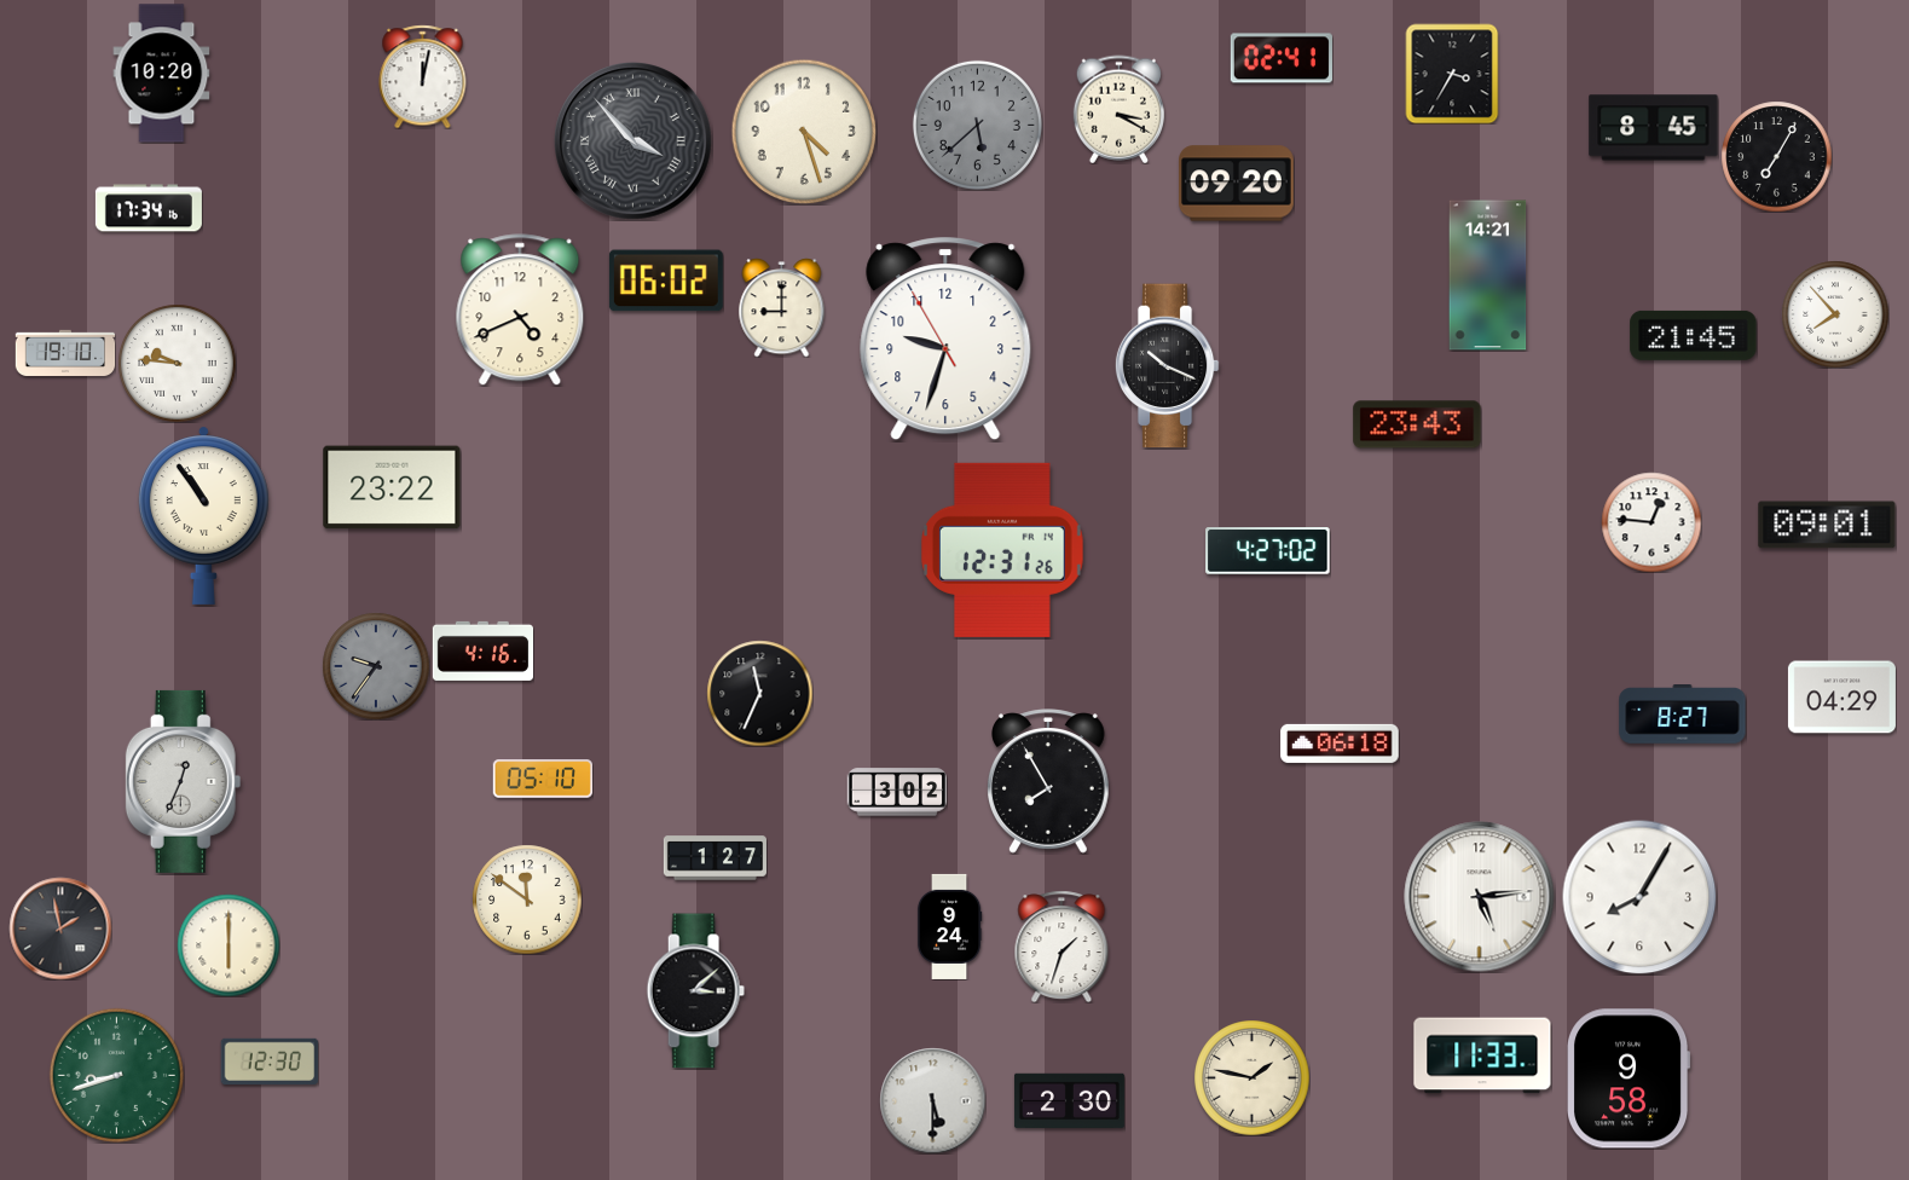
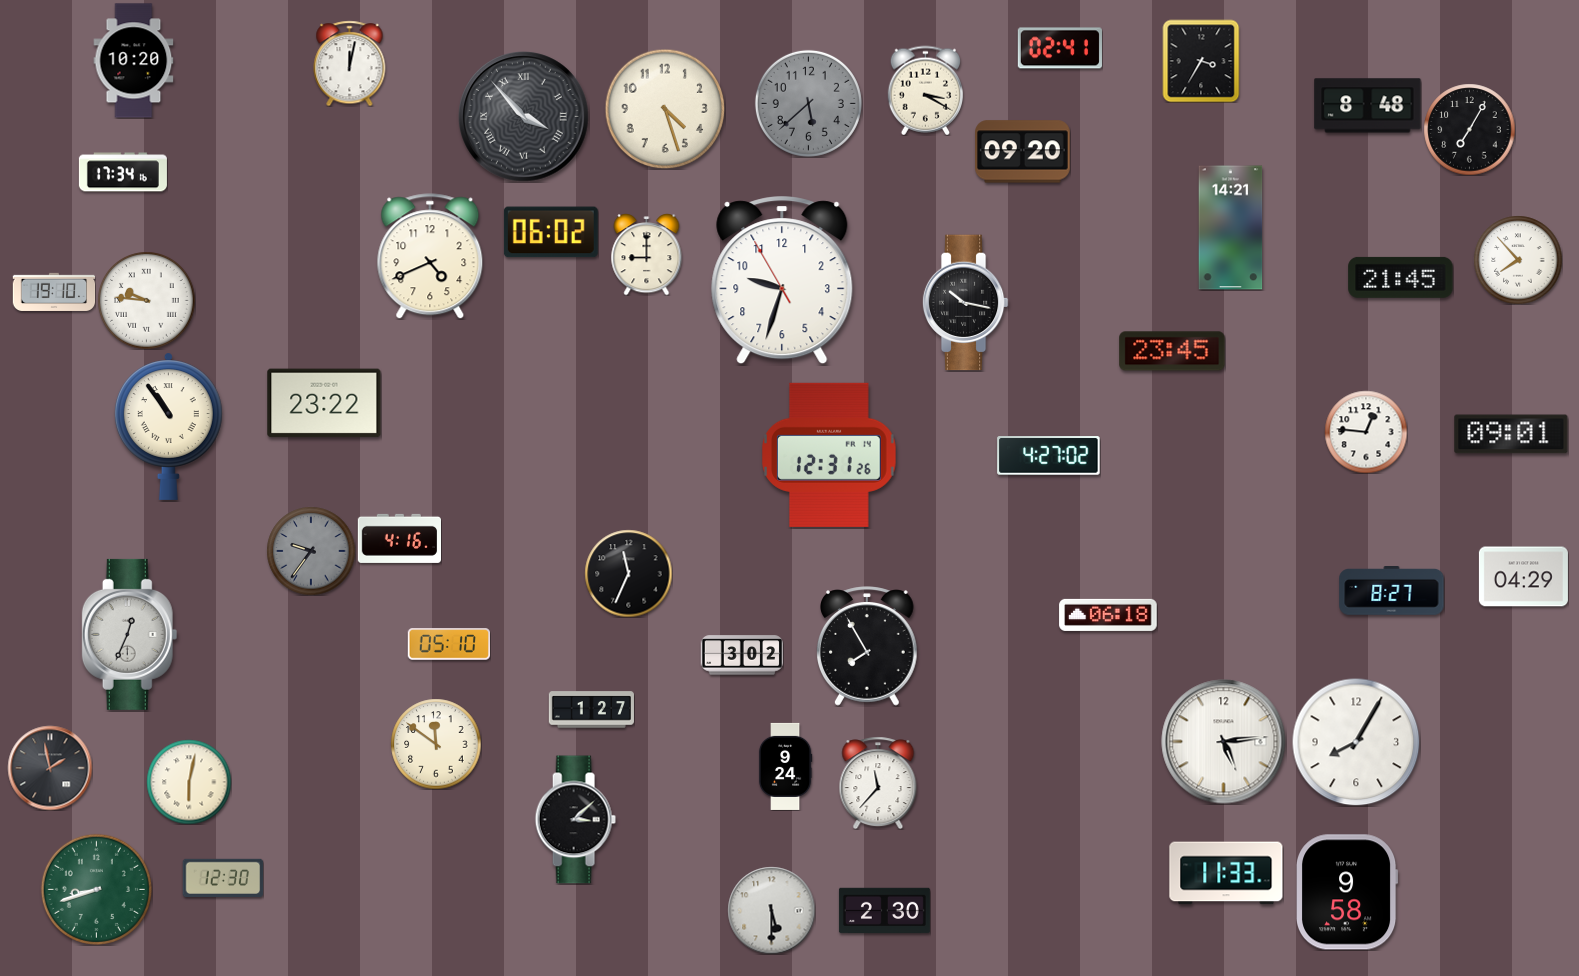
clock at (1654, 128): 8:45 -> 8:48
clock at (1167, 366): 10:19 -> 10:17
clock at (1417, 424): 23:43 -> 23:45
clock at (184, 781) position: (184, 781) -> (130, 634)
clock at (228, 945): 6:00 -> 6:02
clock at (1061, 947): 1:33 -> 11:37
clock at (1251, 1077): 1:47 -> none
